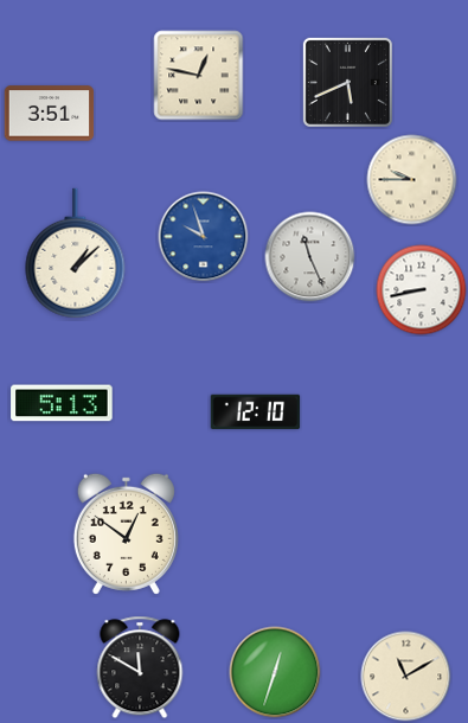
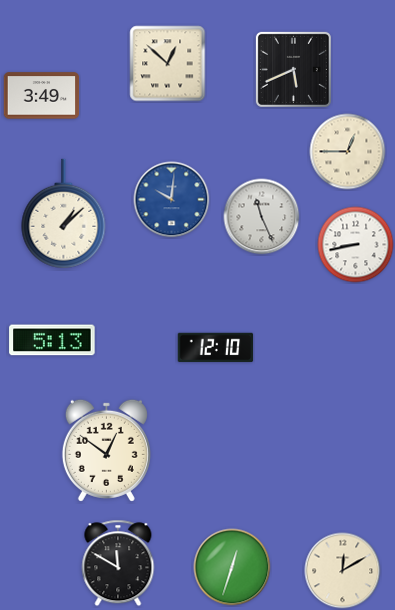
clock at (199, 76): 12:47 -> 12:52
clock at (50, 114): 3:51 -> 3:49
clock at (412, 180): 9:45 -> 12:45
clock at (204, 237): 9:57 -> 10:01
clock at (406, 677): 11:10 -> 12:10
